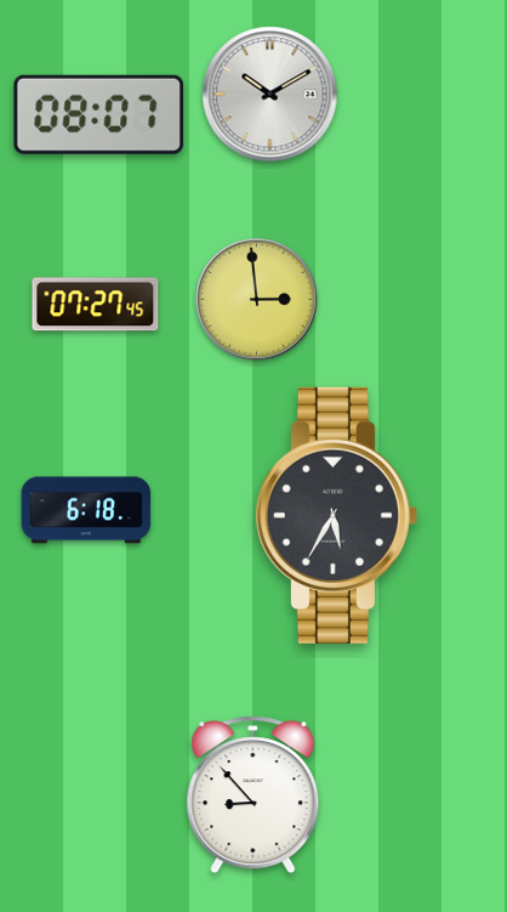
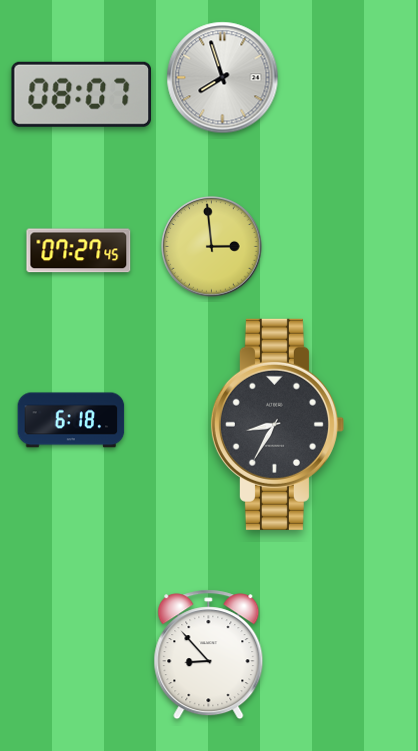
clock at (270, 95): 10:10 -> 7:57
clock at (336, 515): 5:35 -> 8:35
